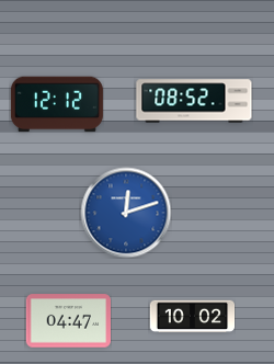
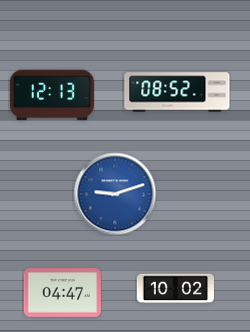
clock at (57, 104): 12:12 -> 12:13
clock at (126, 213): 12:12 -> 9:12
